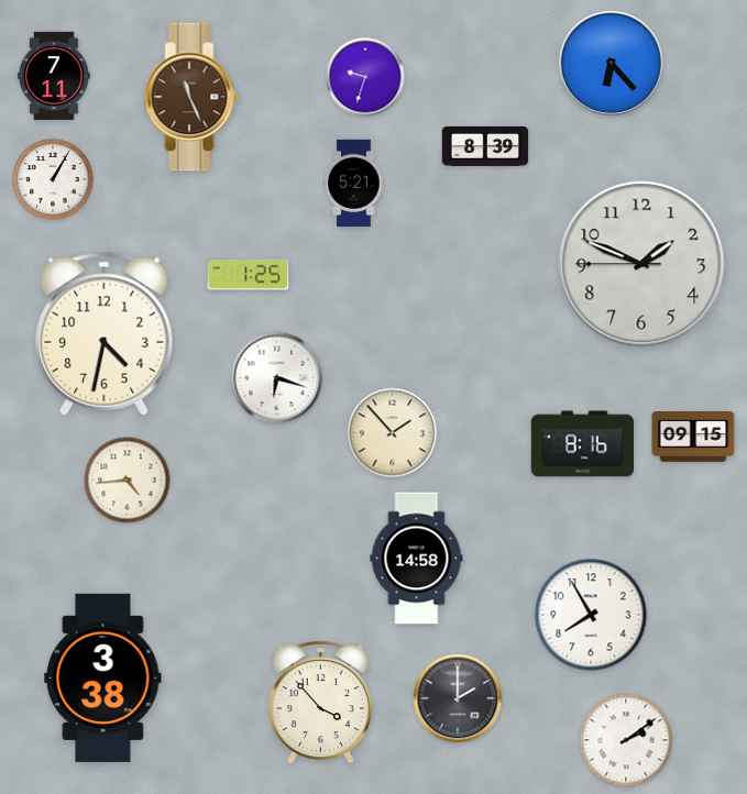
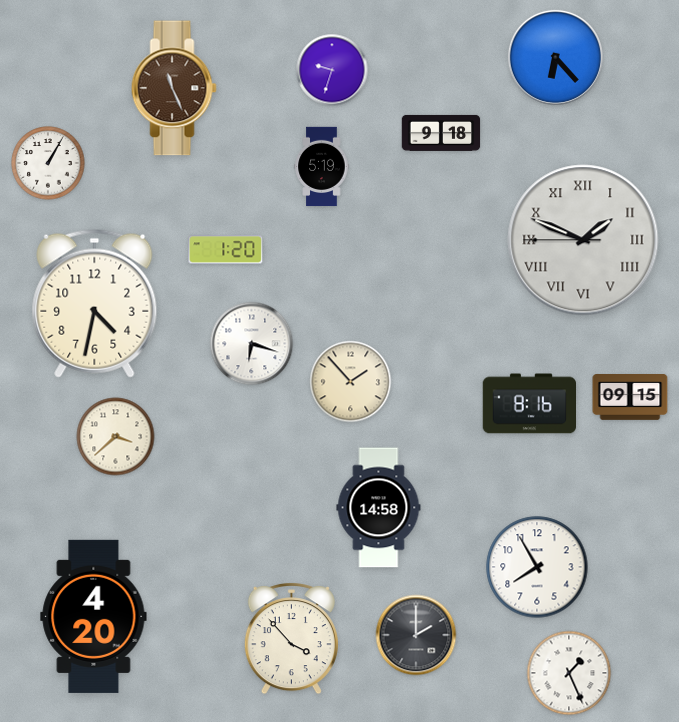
clock at (54, 76): 7:11 -> none
clock at (485, 146): 8:39 -> 9:18
clock at (354, 184): 5:21 -> 5:19
clock at (641, 264) numerals: Arabic -> Roman
clock at (249, 275): 1:25 -> 1:20
clock at (393, 433) position: (393, 433) -> (351, 382)
clock at (128, 481): 4:44 -> 3:38
clock at (591, 615) position: (591, 615) -> (537, 567)
clock at (103, 677): 3:38 -> 4:20
clock at (626, 740): 2:09 -> 1:26
